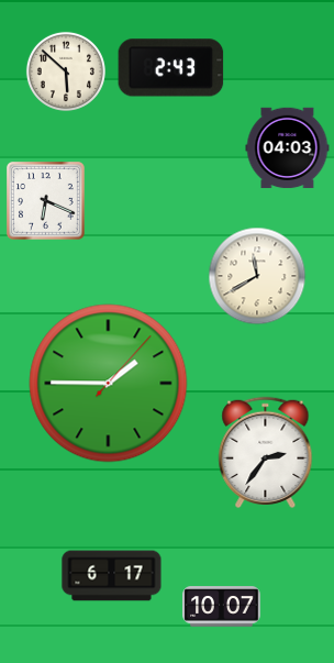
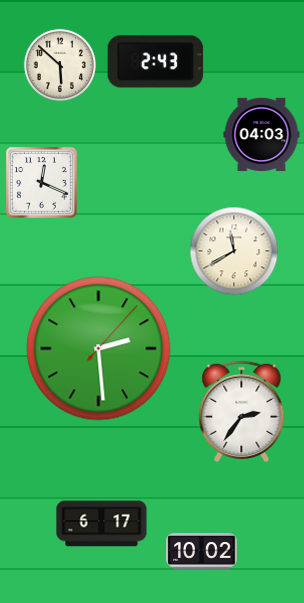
clock at (46, 201): 6:19 -> 12:19
clock at (109, 384): 1:45 -> 2:29
clock at (222, 607): 10:07 -> 10:02
